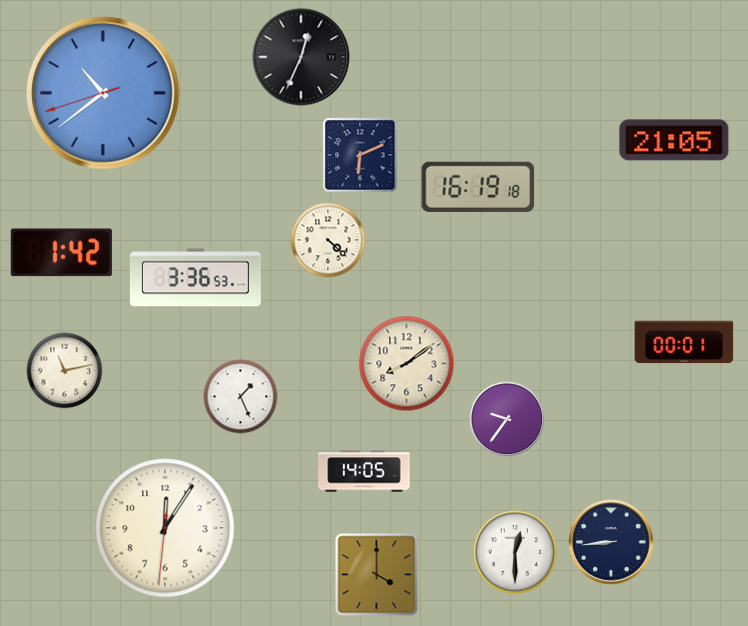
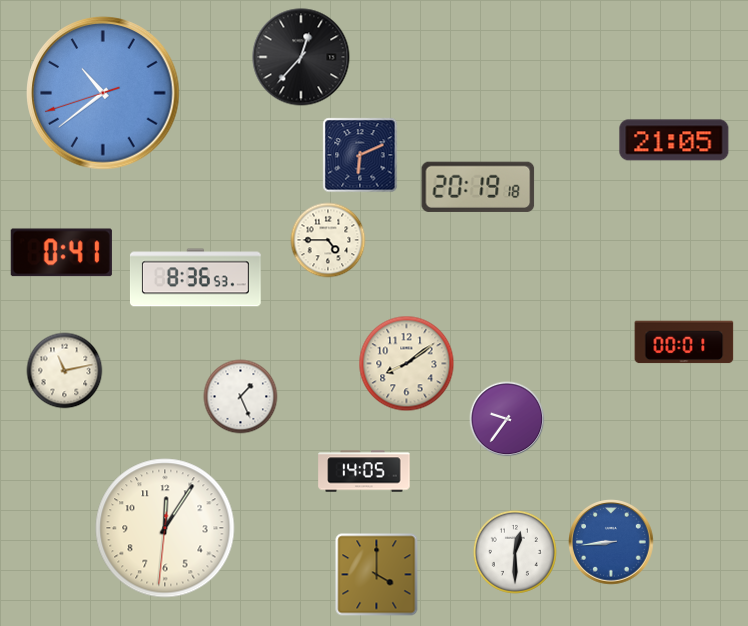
clock at (301, 57): 12:34 -> 12:37
clock at (478, 187): 16:19 -> 20:19
clock at (328, 240): 4:22 -> 4:45
clock at (61, 253): 1:42 -> 0:41
clock at (195, 278): 3:36 -> 8:36
clock at (611, 542) dial: navy -> blue
